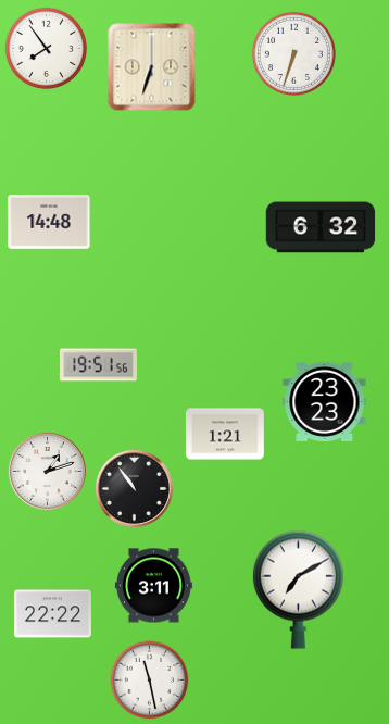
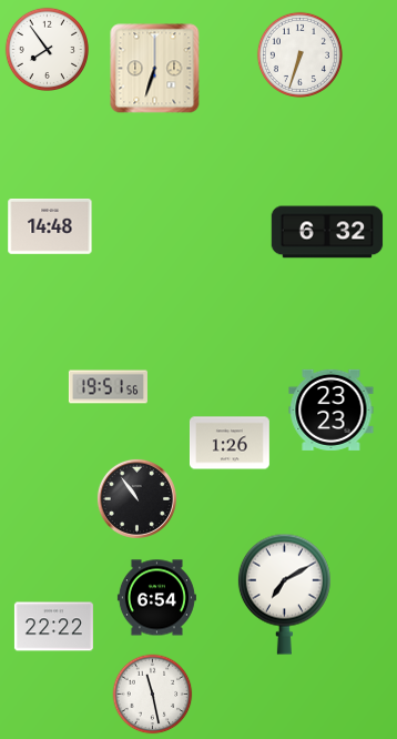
clock at (98, 365) position: (98, 365) -> (108, 387)
clock at (225, 434): 1:21 -> 1:26
clock at (47, 471): 1:12 -> none
clock at (153, 586): 3:11 -> 6:54
clock at (298, 589) position: (298, 589) -> (284, 594)
